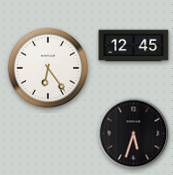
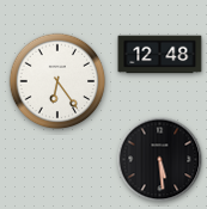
clock at (134, 46): 12:45 -> 12:48
clock at (134, 134): 5:33 -> 5:29
